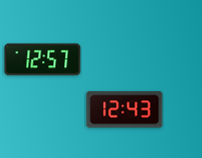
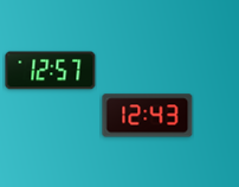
clock at (125, 110) position: (125, 110) -> (148, 116)
